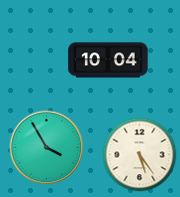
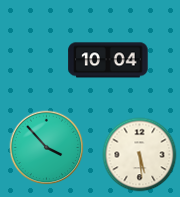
clock at (47, 148): 3:55 -> 3:53
clock at (140, 155): 5:24 -> 5:29
